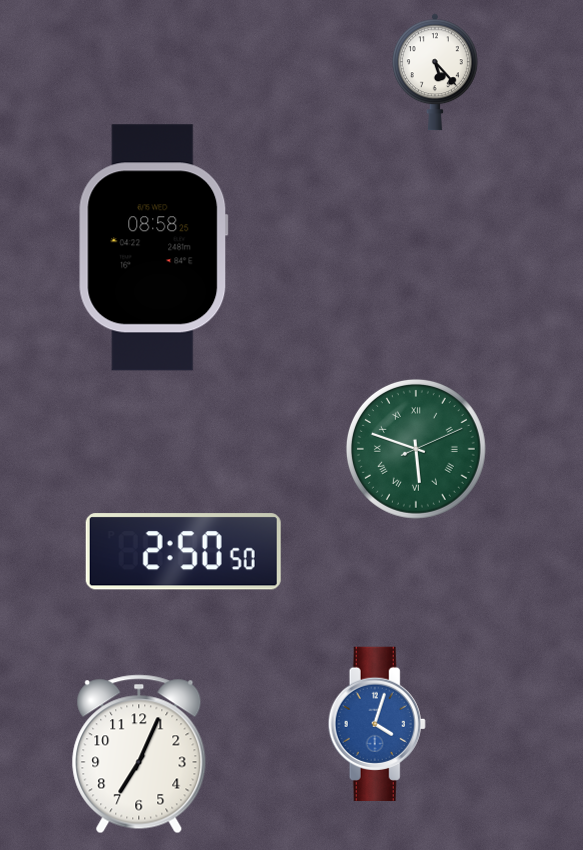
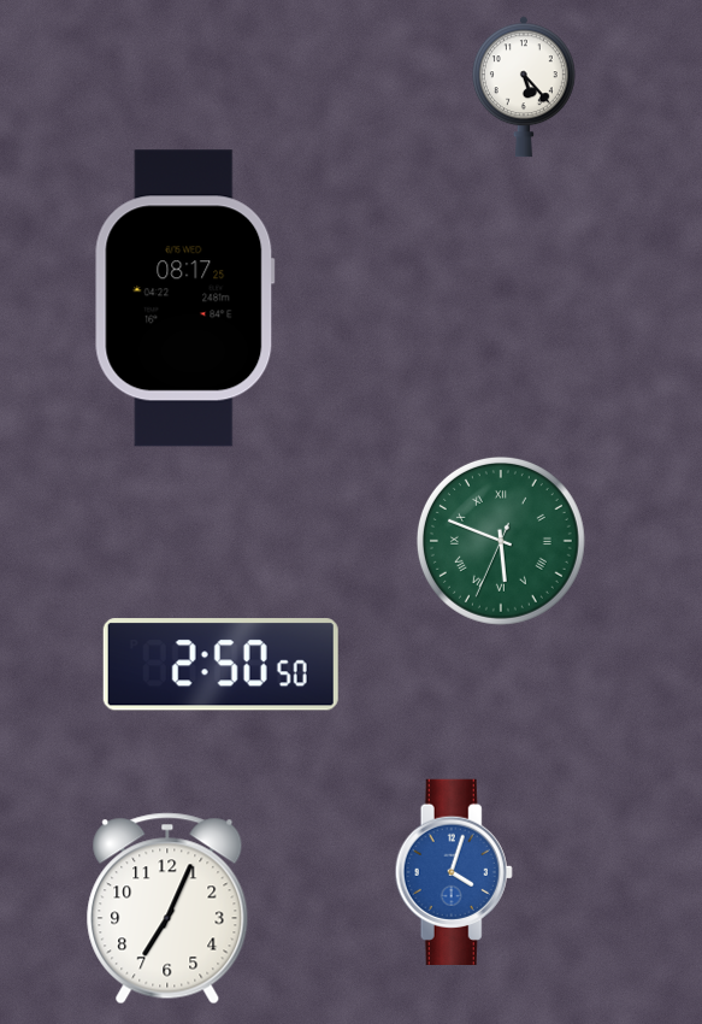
clock at (154, 248): 08:58 -> 08:17
clock at (416, 449): 5:48:11 -> 5:48:34
